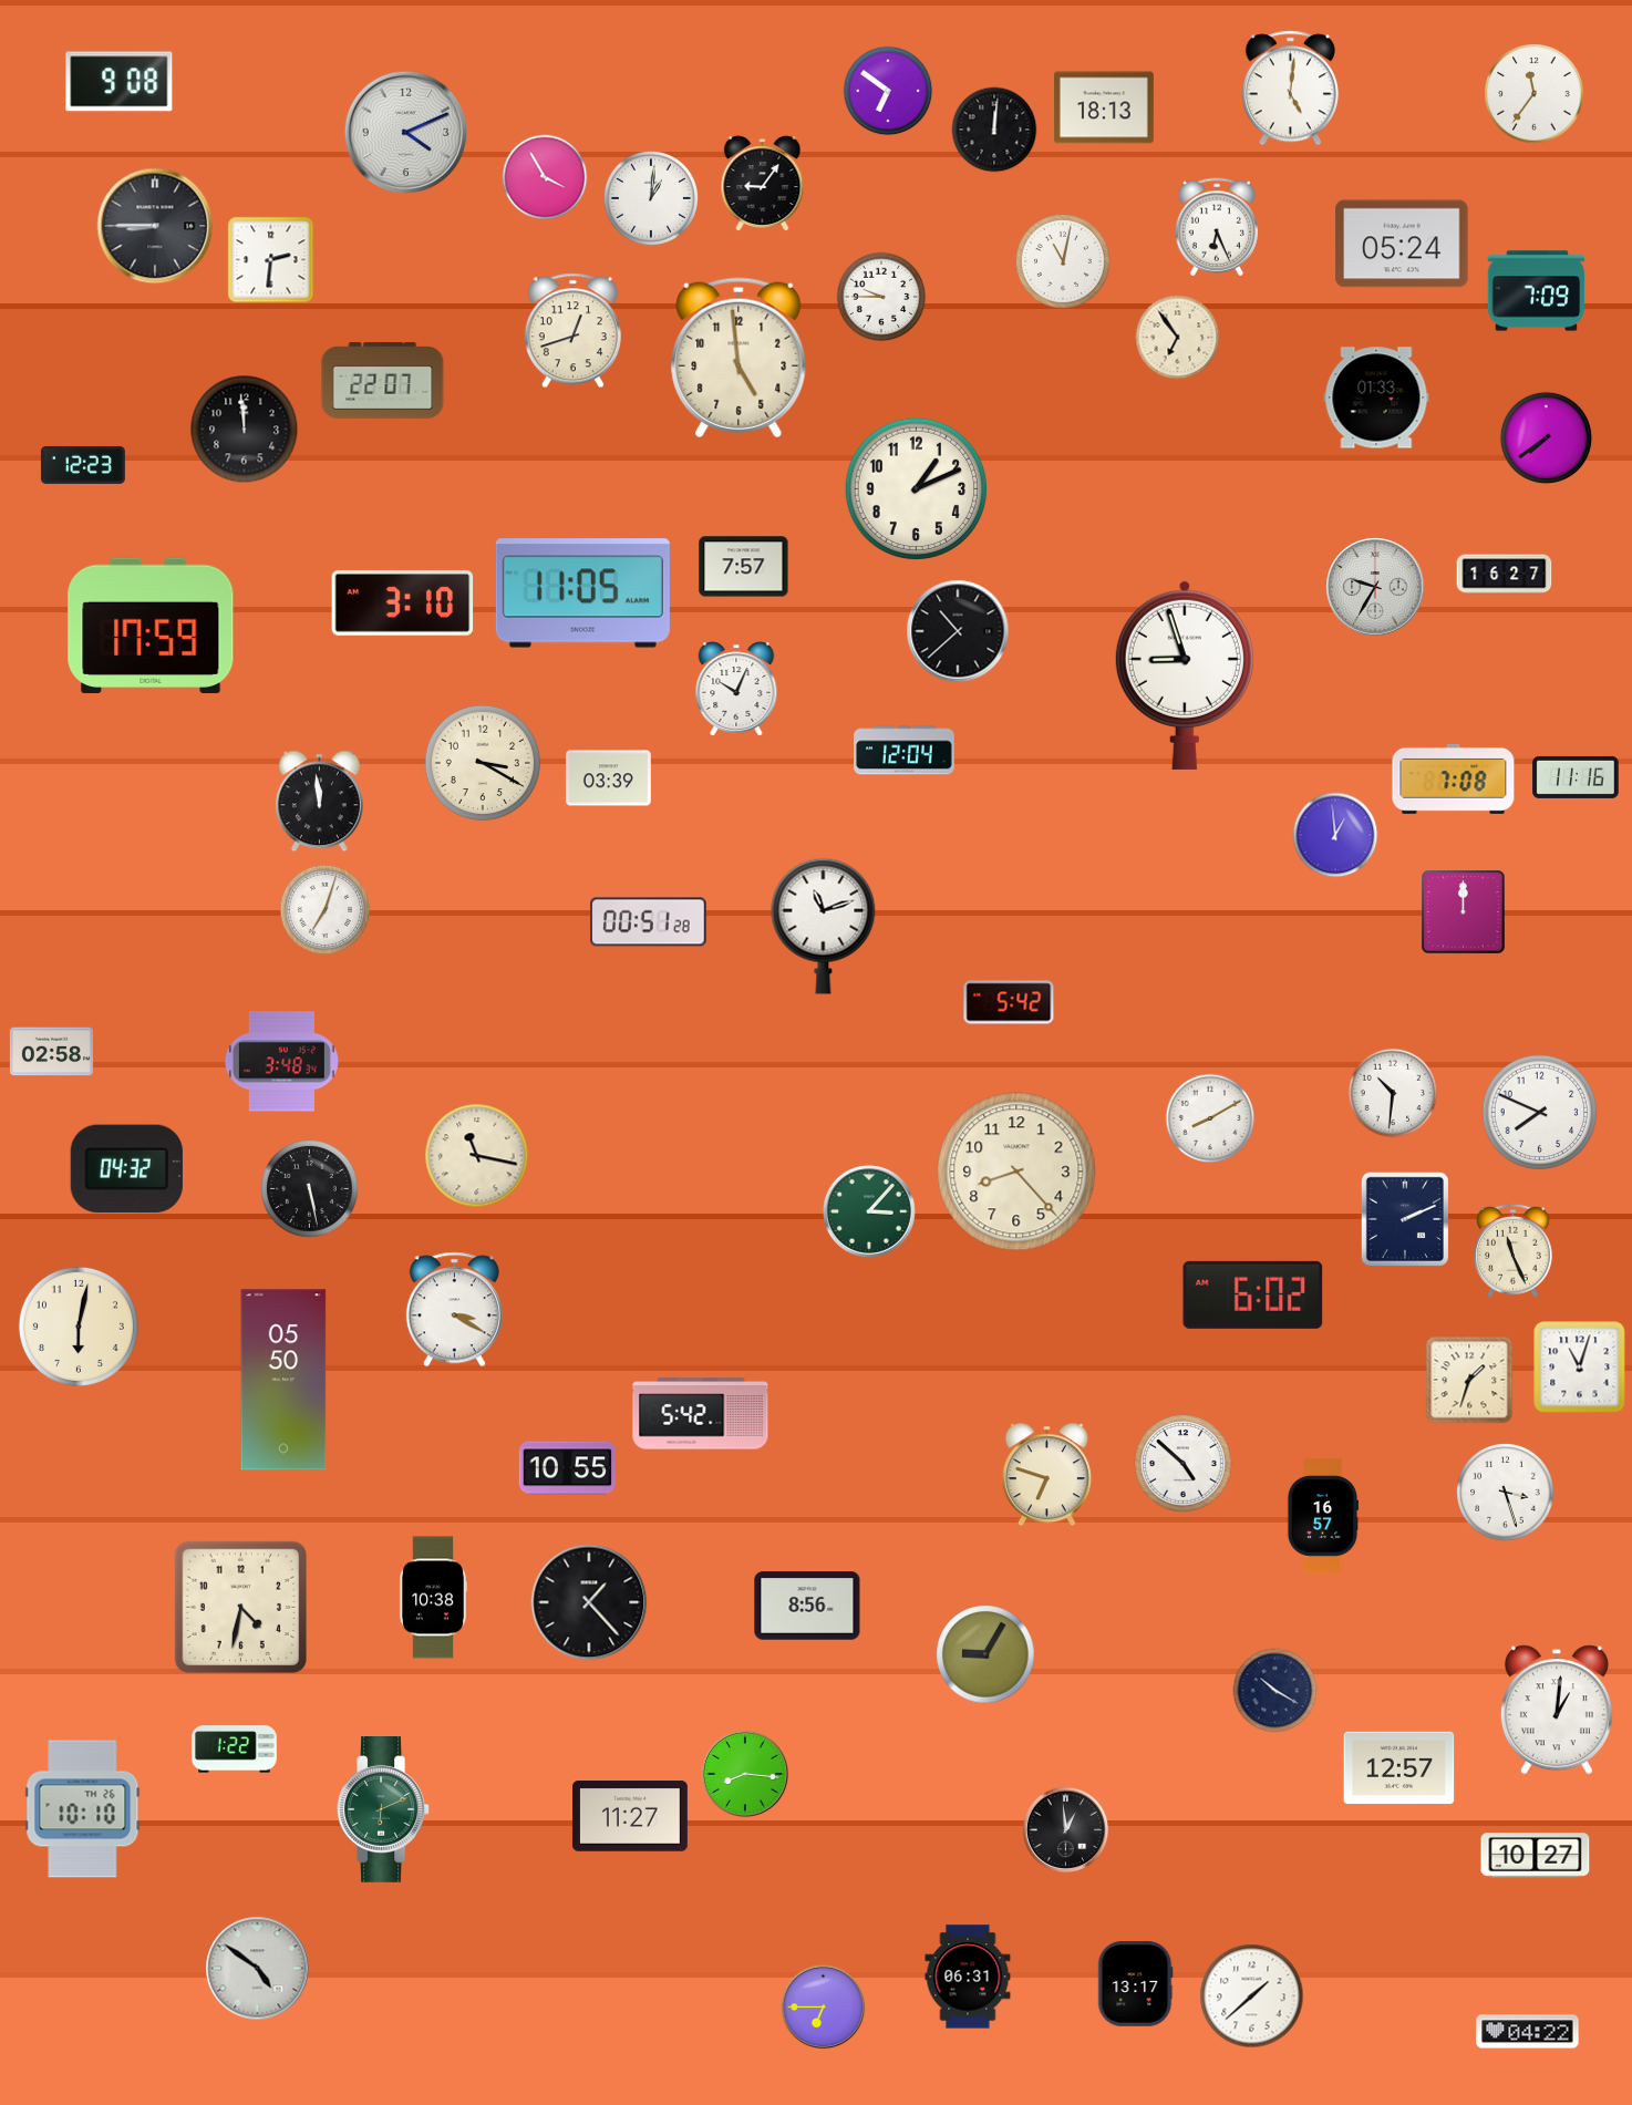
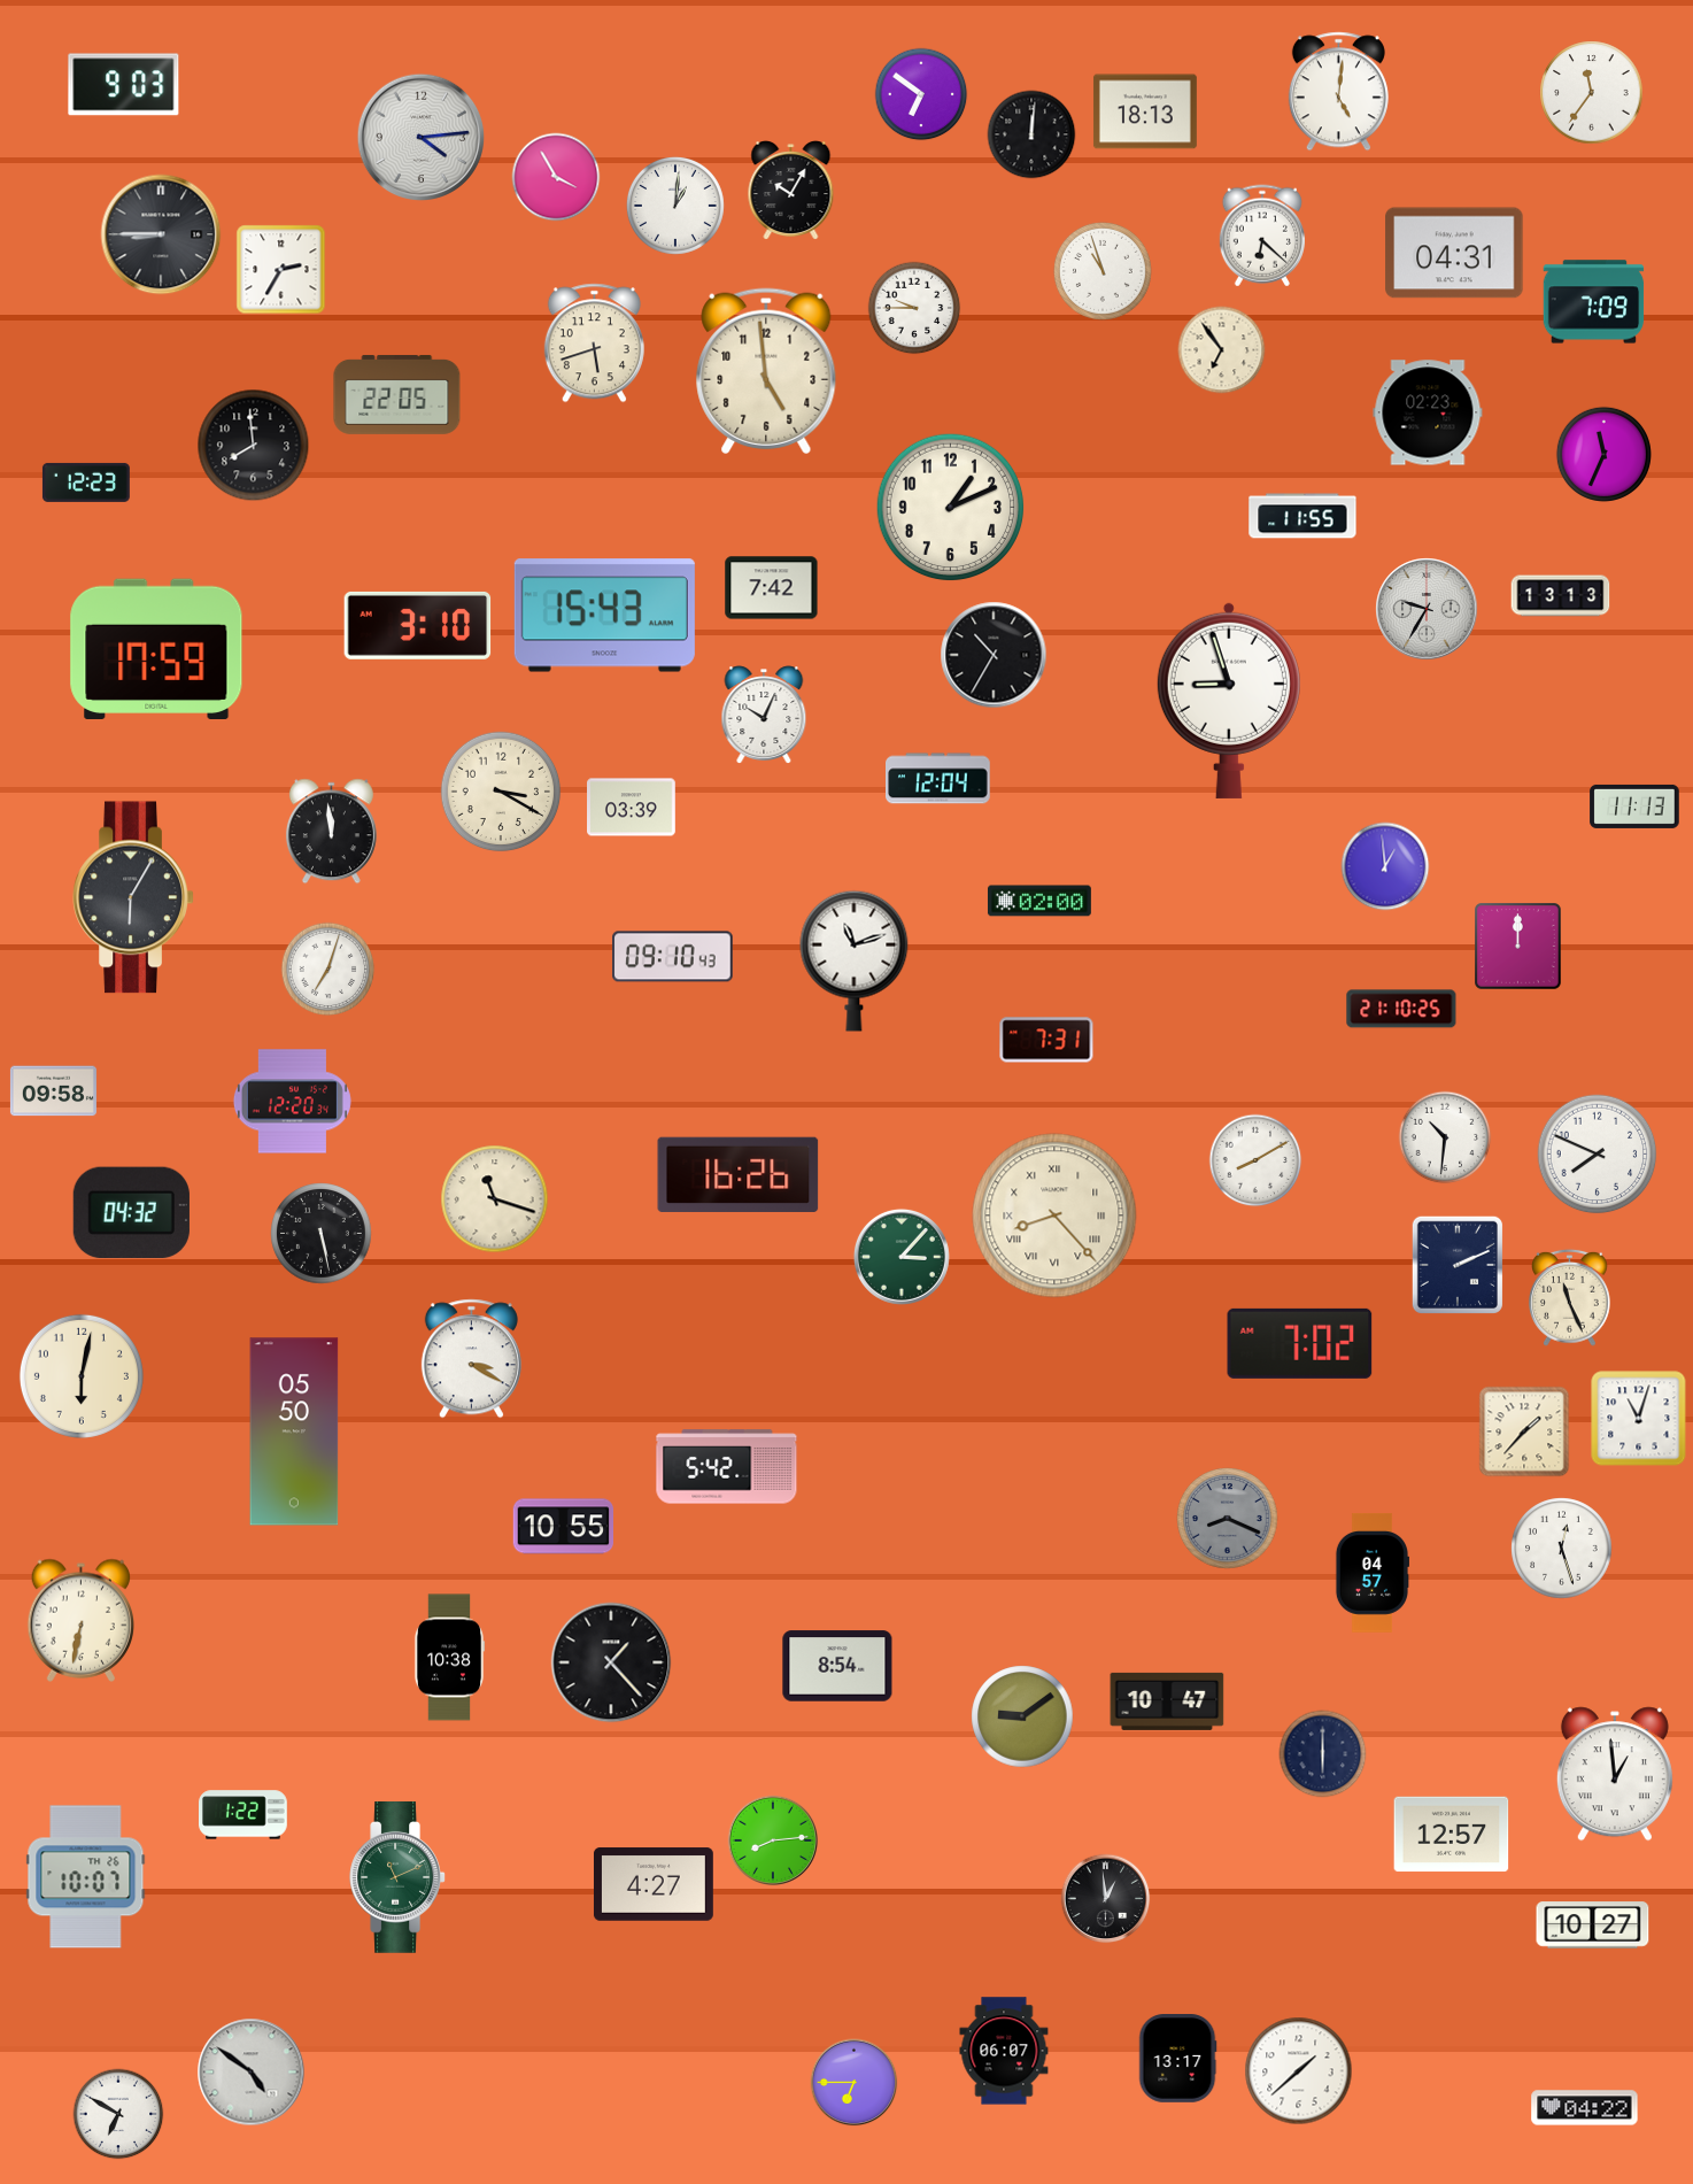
clock at (120, 82): 9:08 -> 9:03
clock at (1535, 94) position: (1535, 94) -> (1592, 93)
clock at (405, 132): 4:11 -> 4:14
clock at (545, 177) position: (545, 177) -> (556, 177)
clock at (763, 184): 9:06 -> 10:05
clock at (1217, 227): 6:26 -> 6:22
clock at (1402, 244): 05:24 -> 04:31
clock at (271, 260): 2:31 -> 2:35
clock at (1063, 261): 11:02 -> 10:57
clock at (572, 331): 12:42 -> 5:42
clock at (383, 380): 22:07 -> 22:05
clock at (1376, 398): 01:33 -> 02:23
clock at (245, 430): 11:59 -> 7:59
clock at (1546, 437): 7:39 -> 11:34
clock at (1302, 516): none -> 11:55
clock at (744, 567): 7:57 -> 7:42
clock at (1505, 575): 16:27 -> 13:13
clock at (582, 594): 11:05 -> 15:43
clock at (958, 631): 10:38 -> 10:35
clock at (1576, 777): 11:16 -> 11:13
clock at (1454, 778): 7:08 -> none
clock at (133, 897): none -> 6:05
clock at (1039, 901): none -> 02:00
clock at (326, 910) position: (326, 910) -> (328, 970)
clock at (649, 922): 00:51 -> 09:10
clock at (1401, 1009): none -> 21:10
clock at (1009, 1002): 5:42 -> 7:31
clock at (51, 1052): 02:58 -> 09:58
clock at (281, 1062): 3:48 -> 12:20
clock at (1393, 1093) position: (1393, 1093) -> (1445, 1137)
clock at (739, 1174): none -> 16:26
clock at (477, 1156): 11:17 -> 11:18
clock at (1016, 1172) numerals: Arabic -> Roman
clock at (1253, 1294): 6:02 -> 7:02
clock at (1469, 1380): 1:33 -> 1:37
clock at (1184, 1464): 4:52 -> 8:19
clock at (1184, 1464) dial: white -> grey
clock at (567, 1468) position: (567, 1468) -> (563, 1527)
clock at (1046, 1475): 6:48 -> none
clock at (1506, 1493): 3:27 -> 12:27
clock at (1322, 1517): 16:57 -> 04:57
clock at (80, 1620): none -> 6:32
clock at (807, 1606): 8:56 -> 8:54
clock at (240, 1607): 4:32 -> none
clock at (1167, 1701): none -> 10:47
clock at (985, 1654): 9:05 -> 9:09
clock at (1275, 1691): 10:20 -> 6:00
clock at (1557, 1710): 1:01 -> 12:59
clock at (745, 1774): 8:16 -> 8:14
clock at (83, 1809): 10:10 -> 10:07
clock at (383, 1810): 6:11 -> 11:11
clock at (630, 1816): 11:27 -> 4:27
clock at (258, 1969) position: (258, 1969) -> (252, 2073)
clock at (968, 1977): 06:31 -> 06:07
clock at (118, 2114): none -> 6:50
